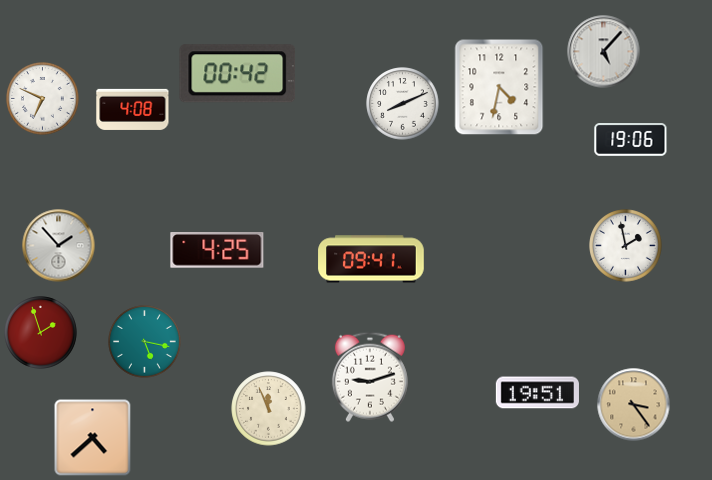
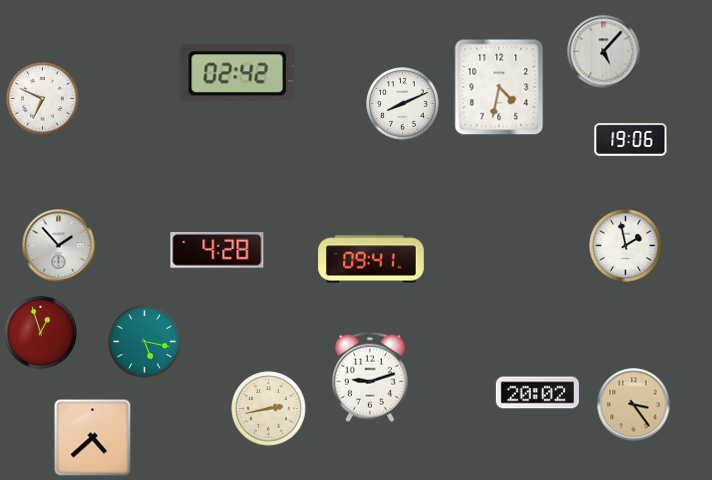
clock at (238, 74): 00:42 -> 02:42
clock at (133, 109): 4:08 -> none
clock at (217, 251): 4:25 -> 4:28
clock at (41, 333): 1:57 -> 12:57
clock at (537, 393): 19:51 -> 20:02
clock at (269, 409): 11:56 -> 2:43
